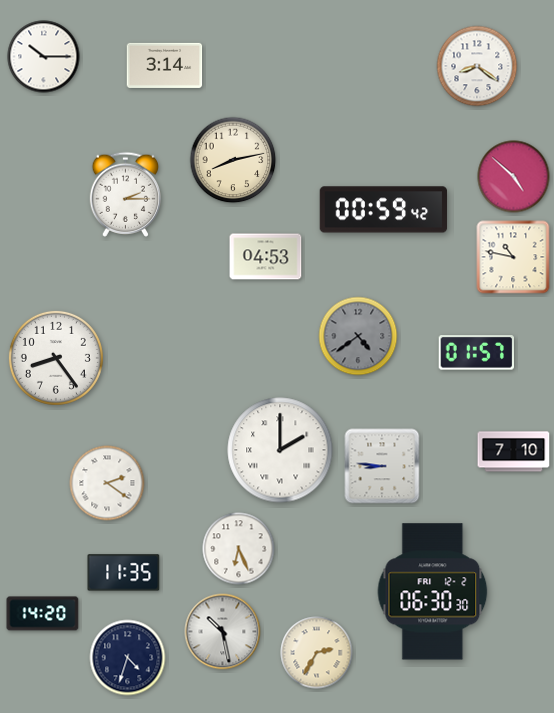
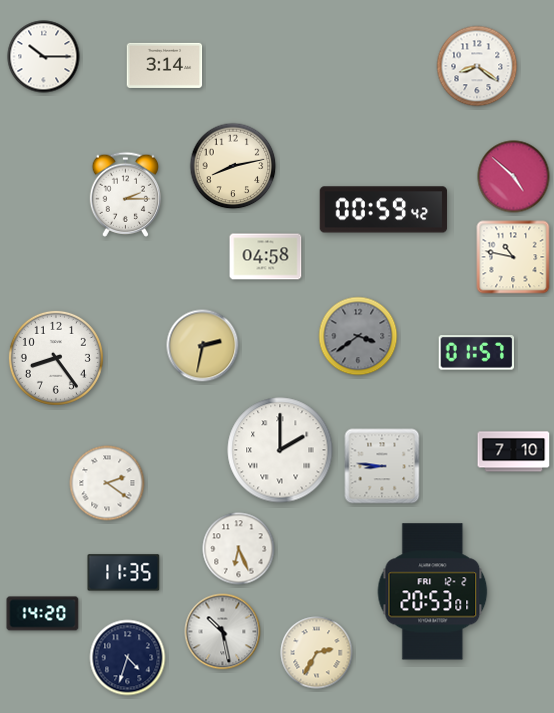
clock at (233, 160) position: (233, 160) -> (233, 166)
clock at (266, 257): 04:53 -> 04:58
clock at (358, 336): 4:39 -> 3:39
clock at (203, 346): none -> 2:32
clock at (433, 592): 06:30 -> 20:53
